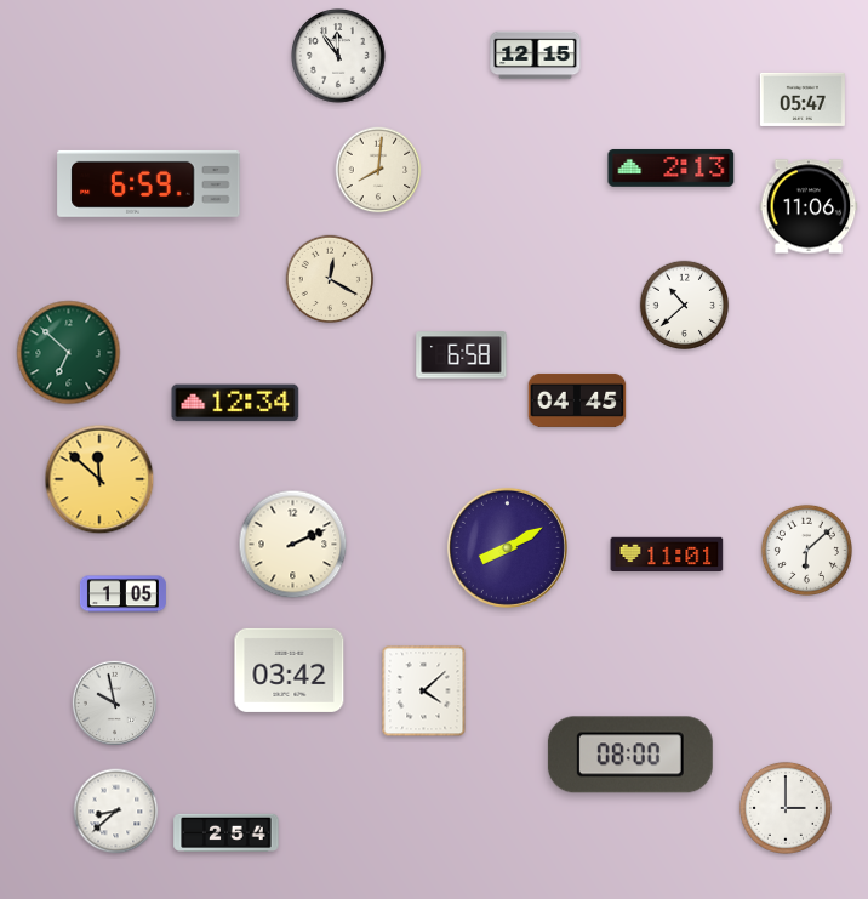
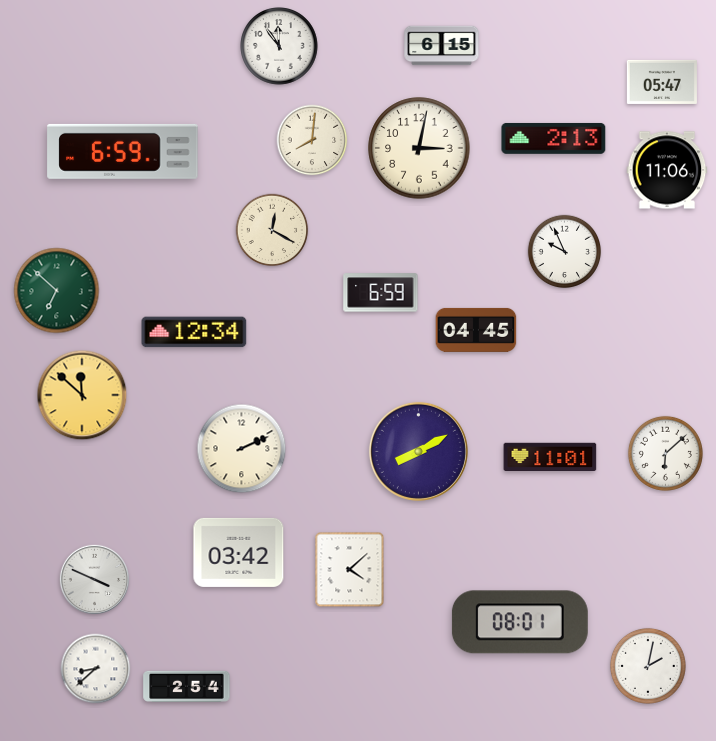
clock at (536, 56): 12:15 -> 6:15
clock at (419, 148): none -> 3:02
clock at (685, 306): 10:38 -> 9:56
clock at (462, 355): 6:58 -> 6:59
clock at (122, 594): 1:05 -> none
clock at (114, 702): 9:58 -> 3:49
clock at (630, 755): 08:00 -> 08:01
clock at (786, 808): 3:00 -> 2:02
